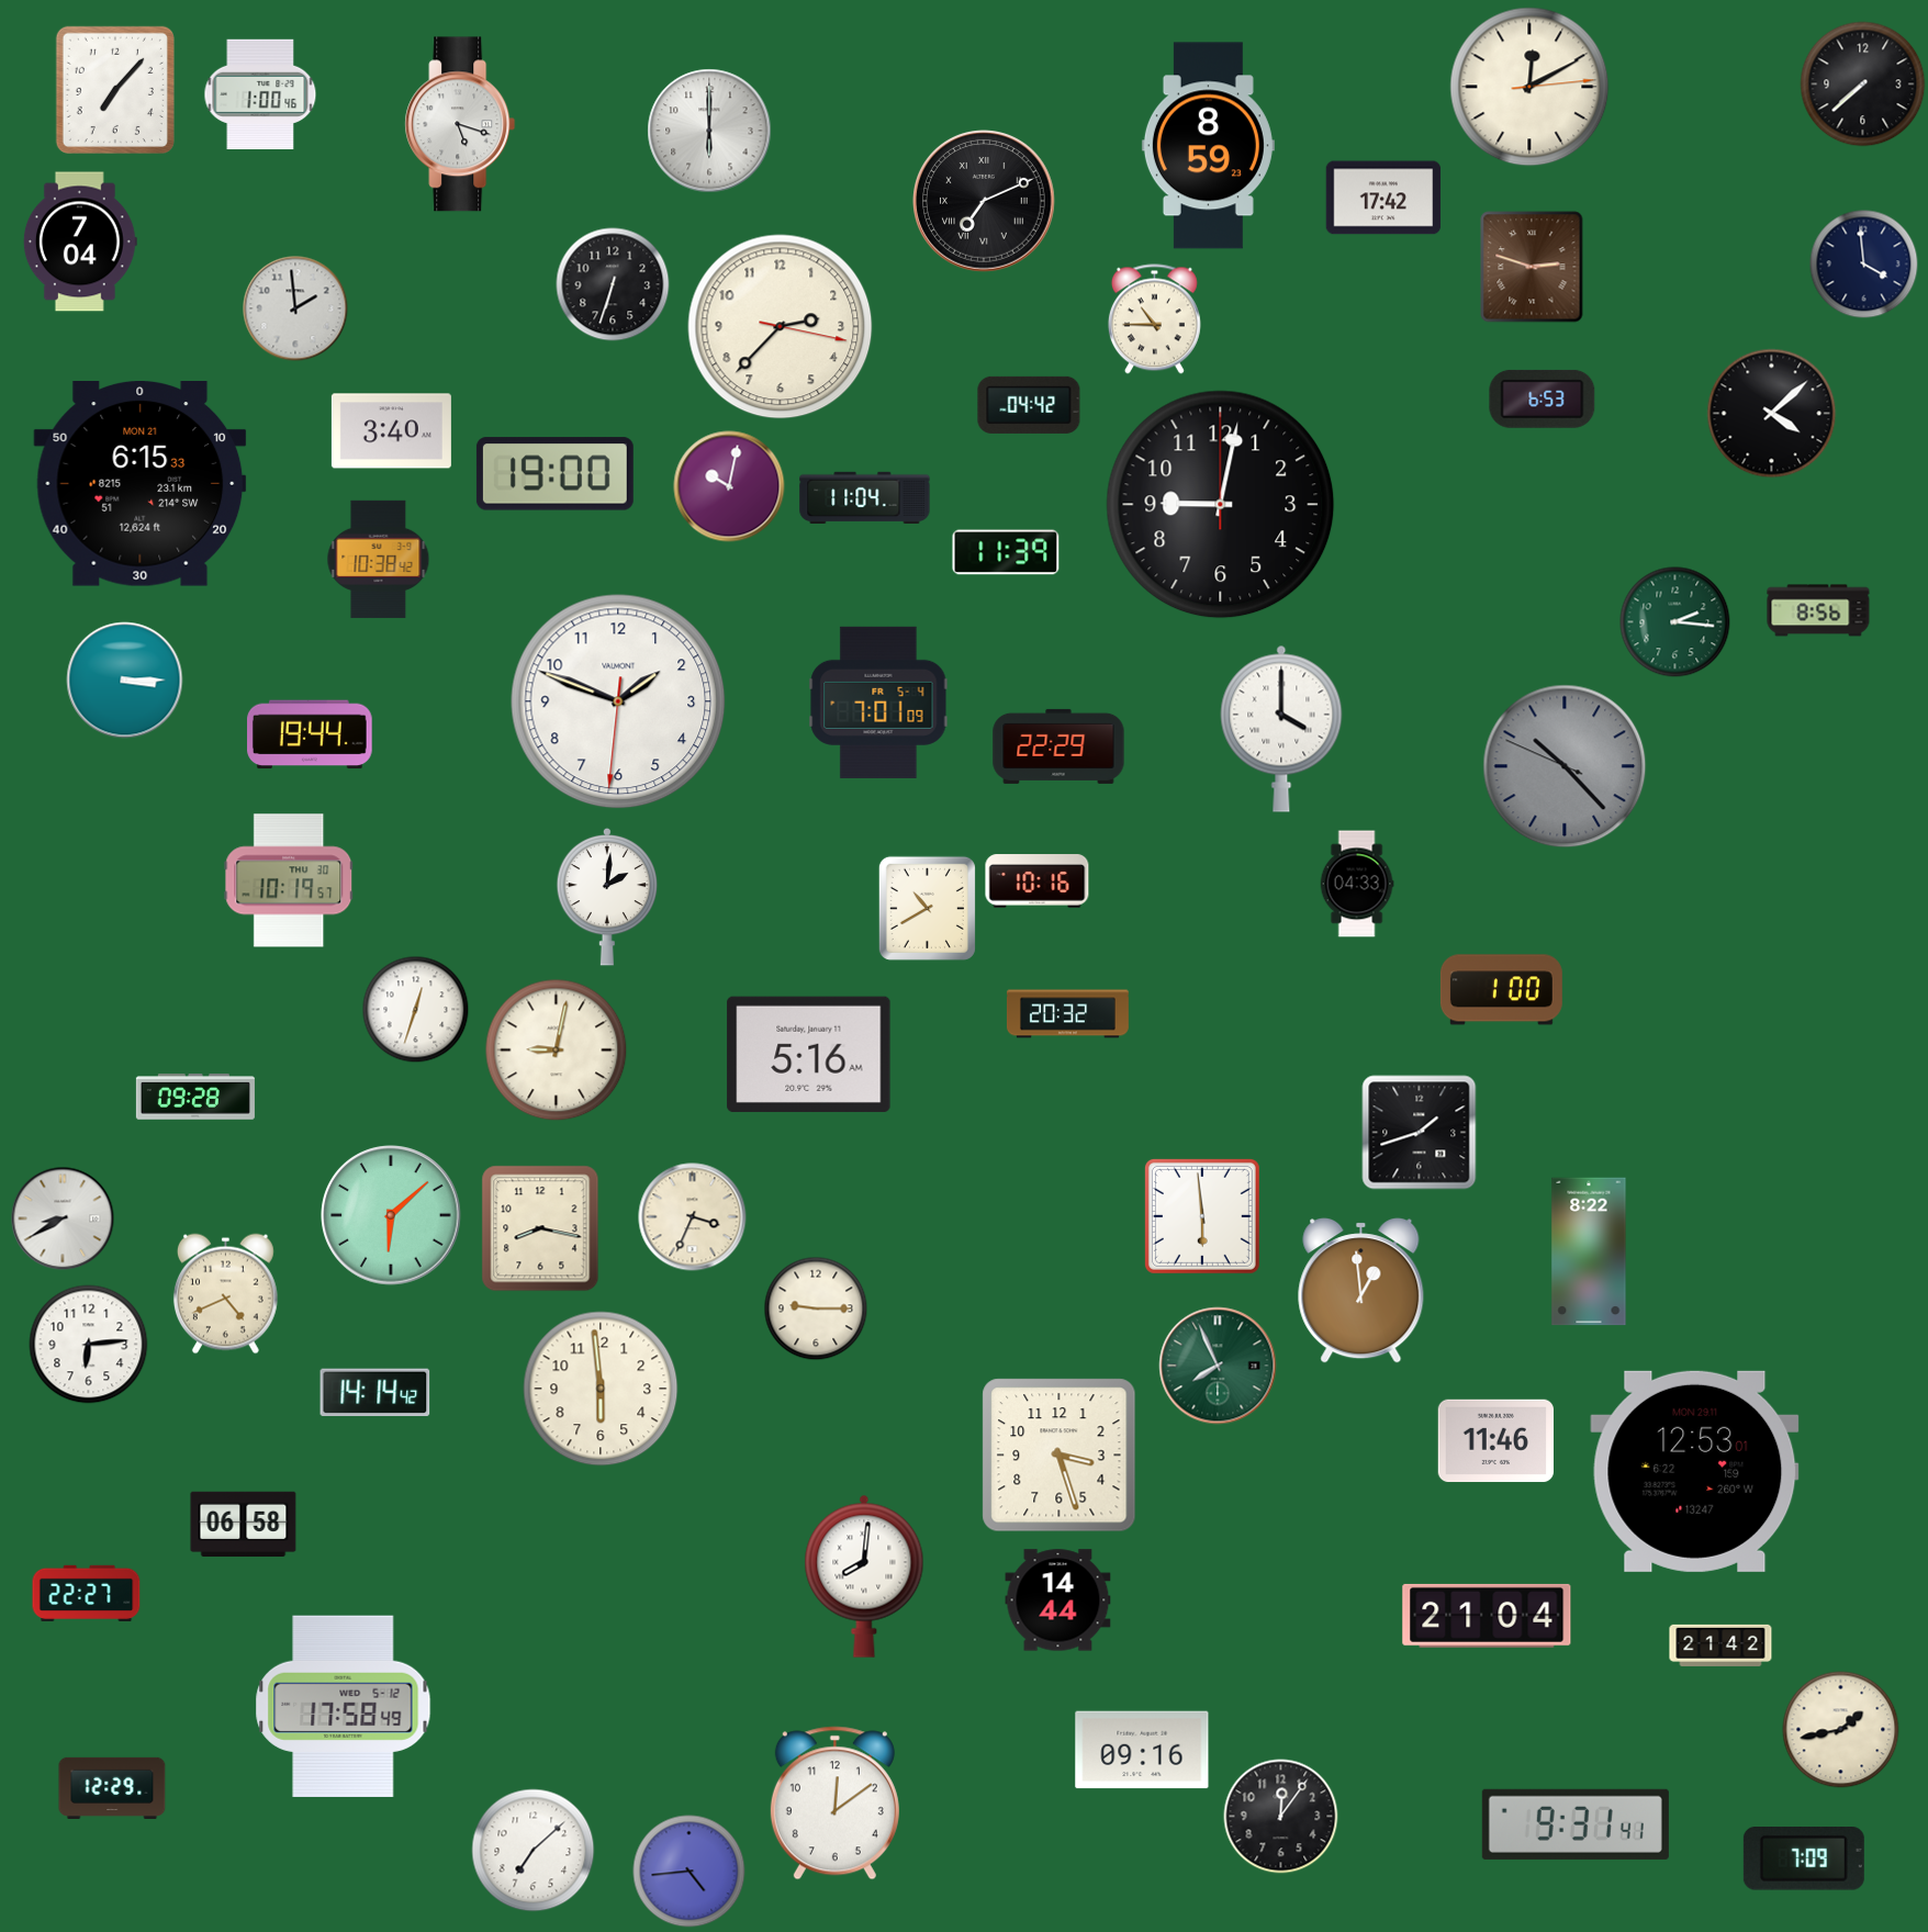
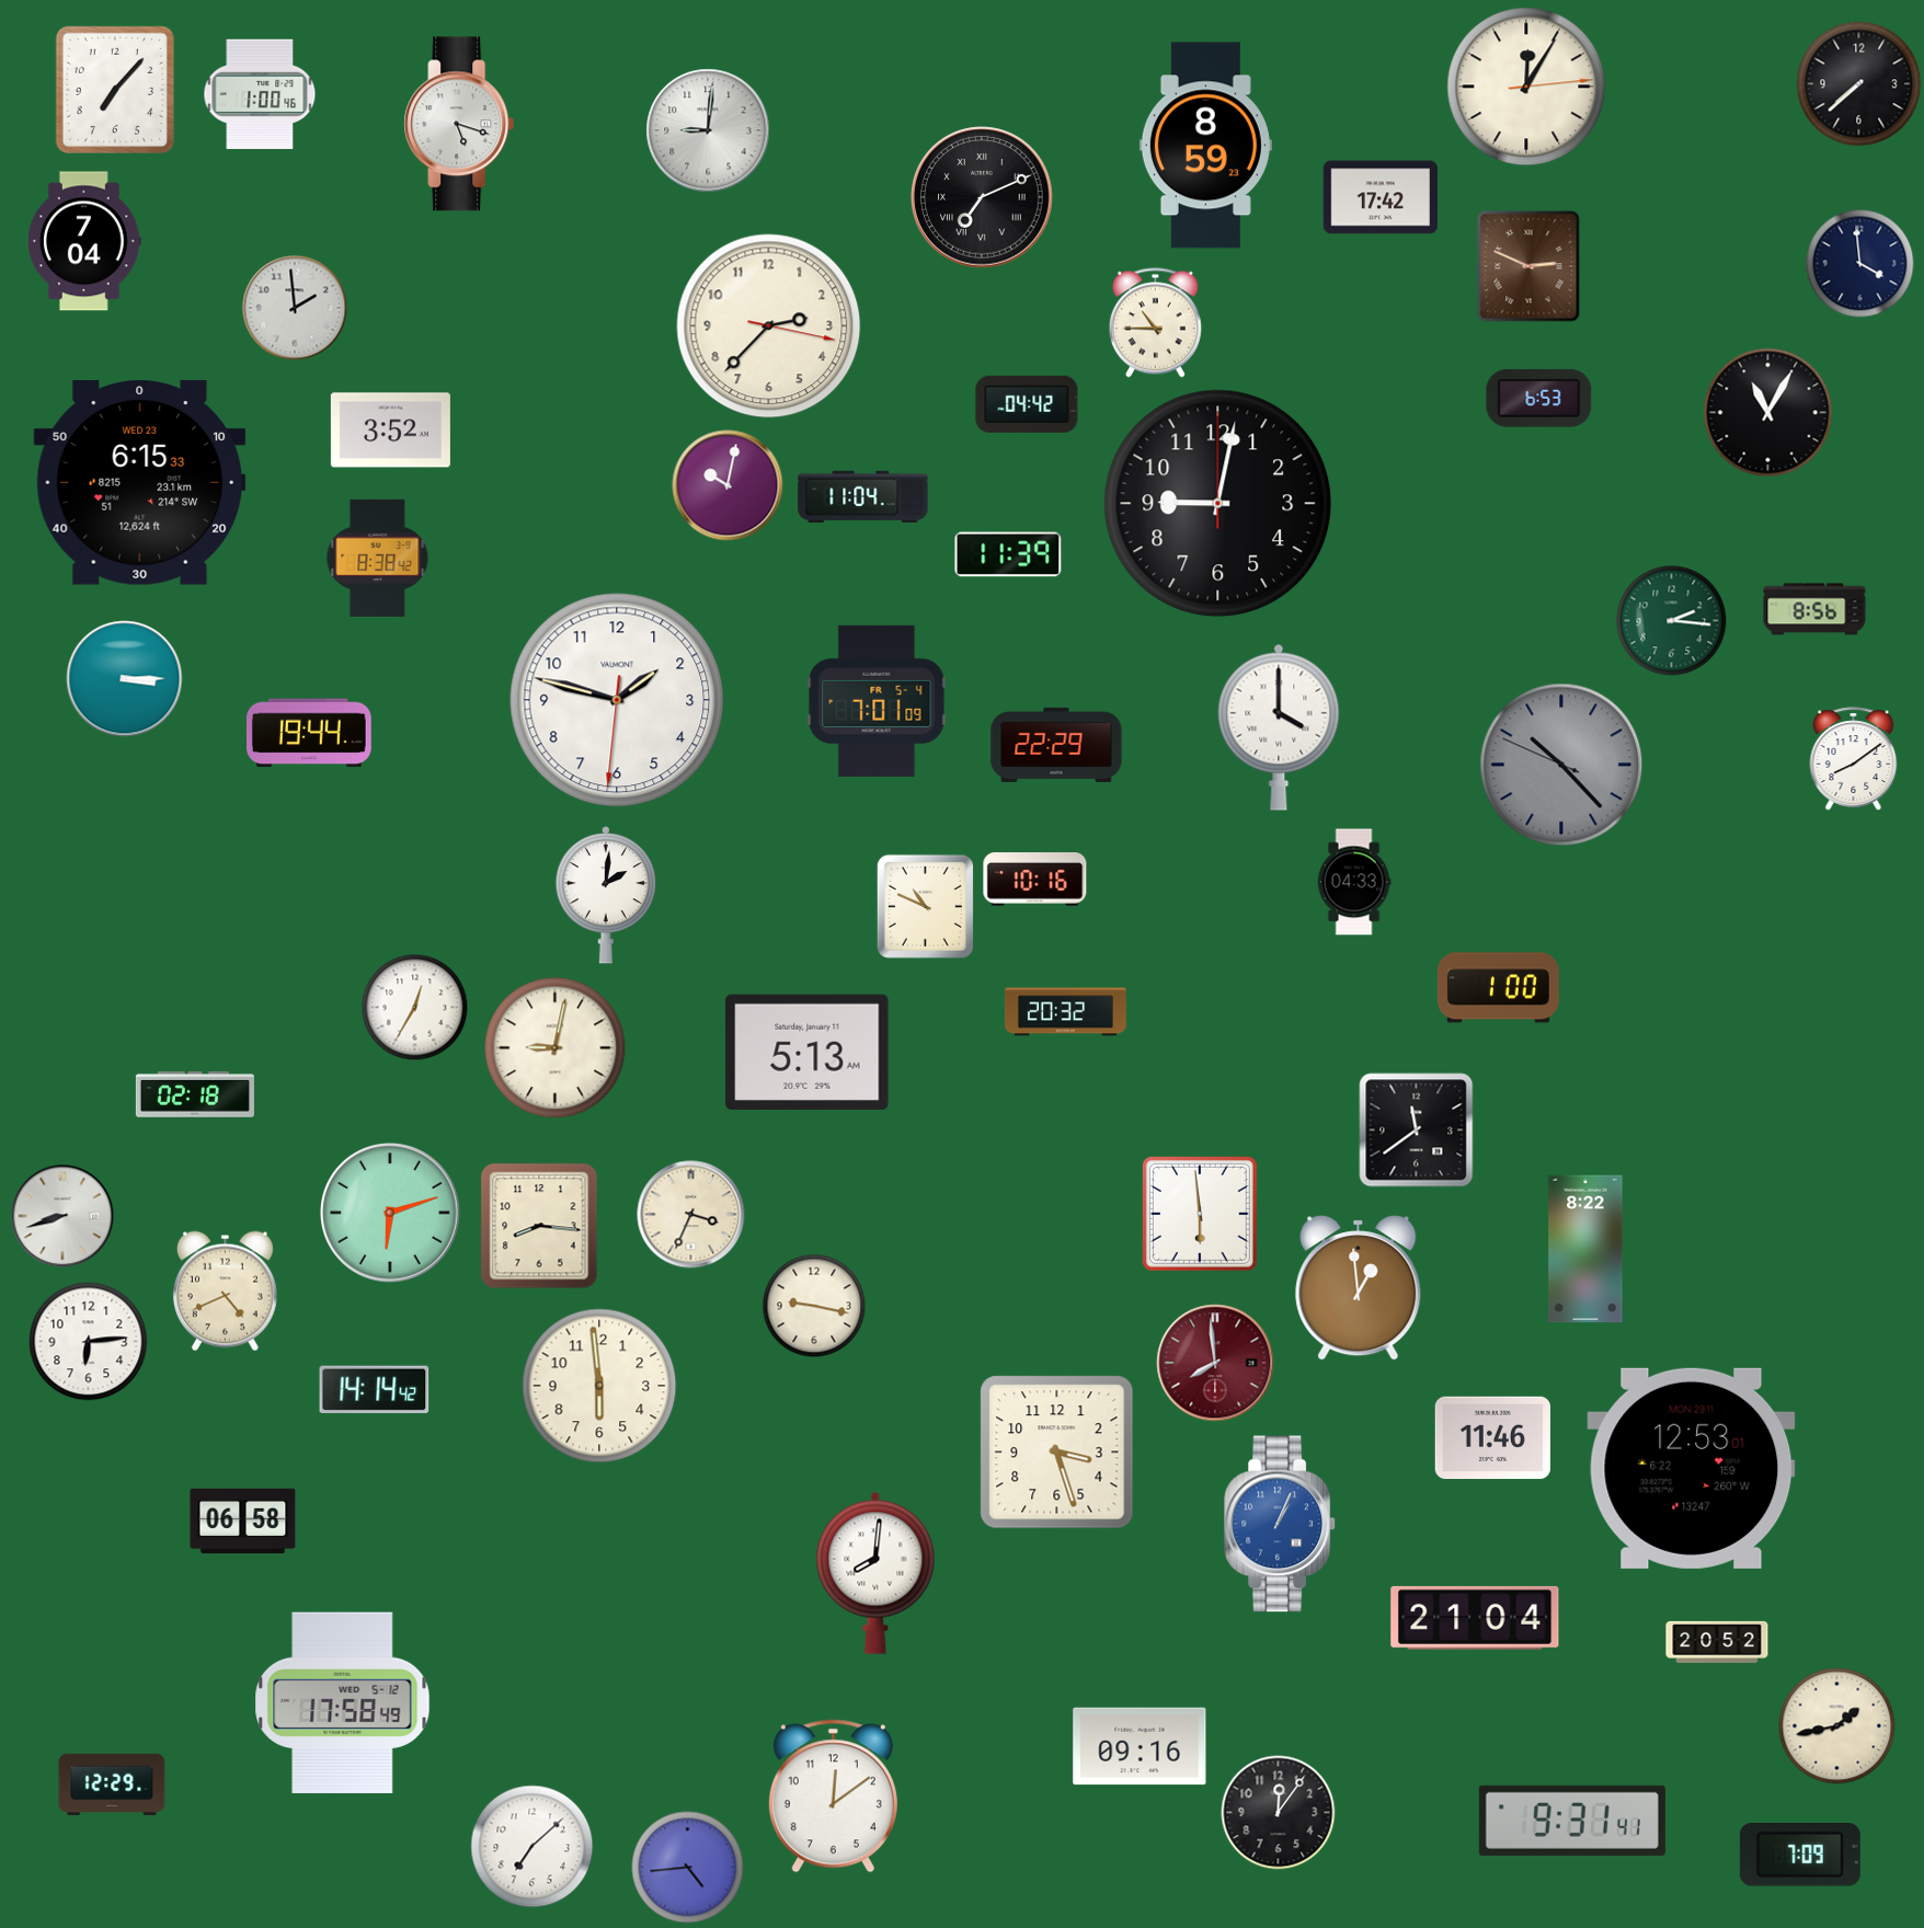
clock at (1529, 87): 12:10 -> 12:05
clock at (709, 131): 6:00 -> 9:01
clock at (984, 201) position: (984, 201) -> (982, 197)
clock at (80, 241) position: (80, 241) -> (84, 241)
clock at (1532, 267): 2:48 -> 2:49
clock at (613, 284): 6:33 -> none
clock at (1154, 319) position: (1154, 319) -> (1155, 323)
clock at (781, 327) position: (781, 327) -> (769, 326)
clock at (1772, 414): 4:08 -> 11:05
clock at (391, 431): 3:40 -> 3:52
clock at (554, 474): 19:00 -> none
clock at (141, 484) date: MON 21 -> WED 23
clock at (1006, 552) position: (1006, 552) -> (1008, 554)
clock at (379, 559): 10:38 -> 8:38
clock at (618, 701): 1:48 -> 1:47
clock at (1854, 759): none -> 8:09
clock at (289, 880): 10:19 -> none
clock at (927, 908): 10:40 -> 10:49
clock at (416, 1010): 12:33 -> 12:35
clock at (809, 1054): 5:16 -> 5:13
clock at (195, 1097): 09:28 -> 02:18
clock at (1420, 1133): 1:42 -> 11:39
clock at (391, 1215): 6:08 -> 6:12
clock at (63, 1218): 8:40 -> 8:42
clock at (540, 1228): 8:17 -> 8:16
clock at (816, 1308): 9:15 -> 9:17
clock at (1218, 1366): 7:56 -> 7:59
clock at (1218, 1366) dial: green -> burgundy
clock at (1281, 1524): none -> 1:04
clock at (864, 1576) position: (864, 1576) -> (875, 1573)
clock at (87, 1593): 22:27 -> none
clock at (1058, 1600): 14:44 -> none
clock at (1487, 1616) position: (1487, 1616) -> (1475, 1618)
clock at (1720, 1645): 21:42 -> 20:52
clock at (834, 1804) position: (834, 1804) -> (833, 1797)
